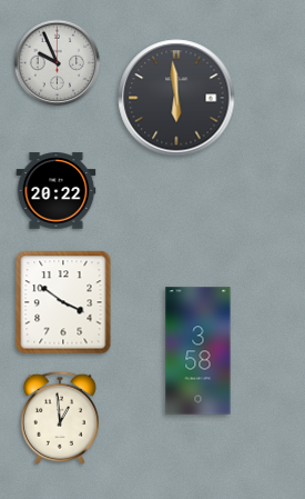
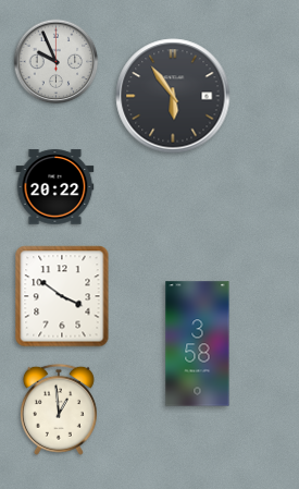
clock at (176, 98): 5:59 -> 5:54
clock at (199, 351) position: (199, 351) -> (198, 344)
